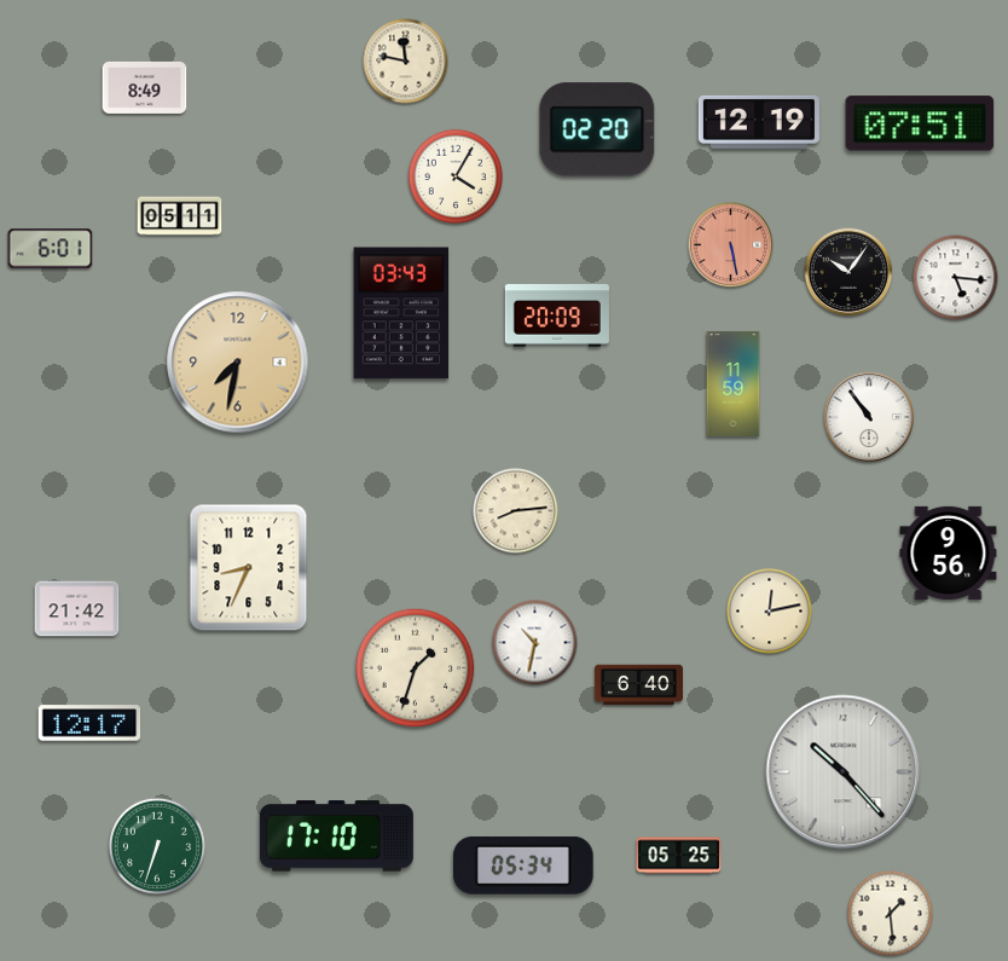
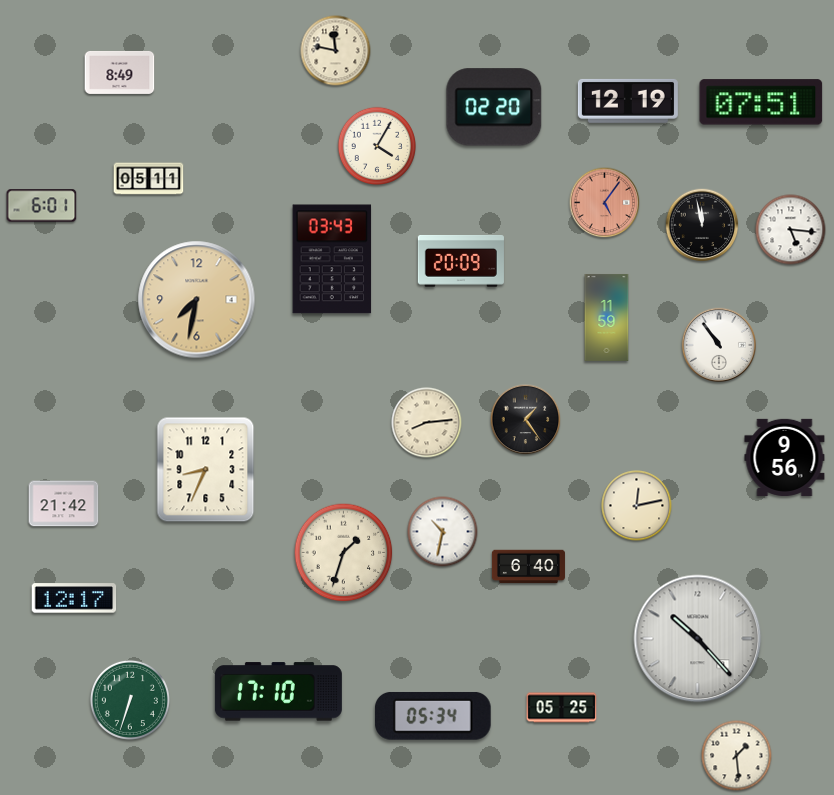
clock at (731, 245): 5:28 -> 5:06
clock at (848, 272): 10:06 -> 11:58
clock at (526, 420): none -> 1:24
